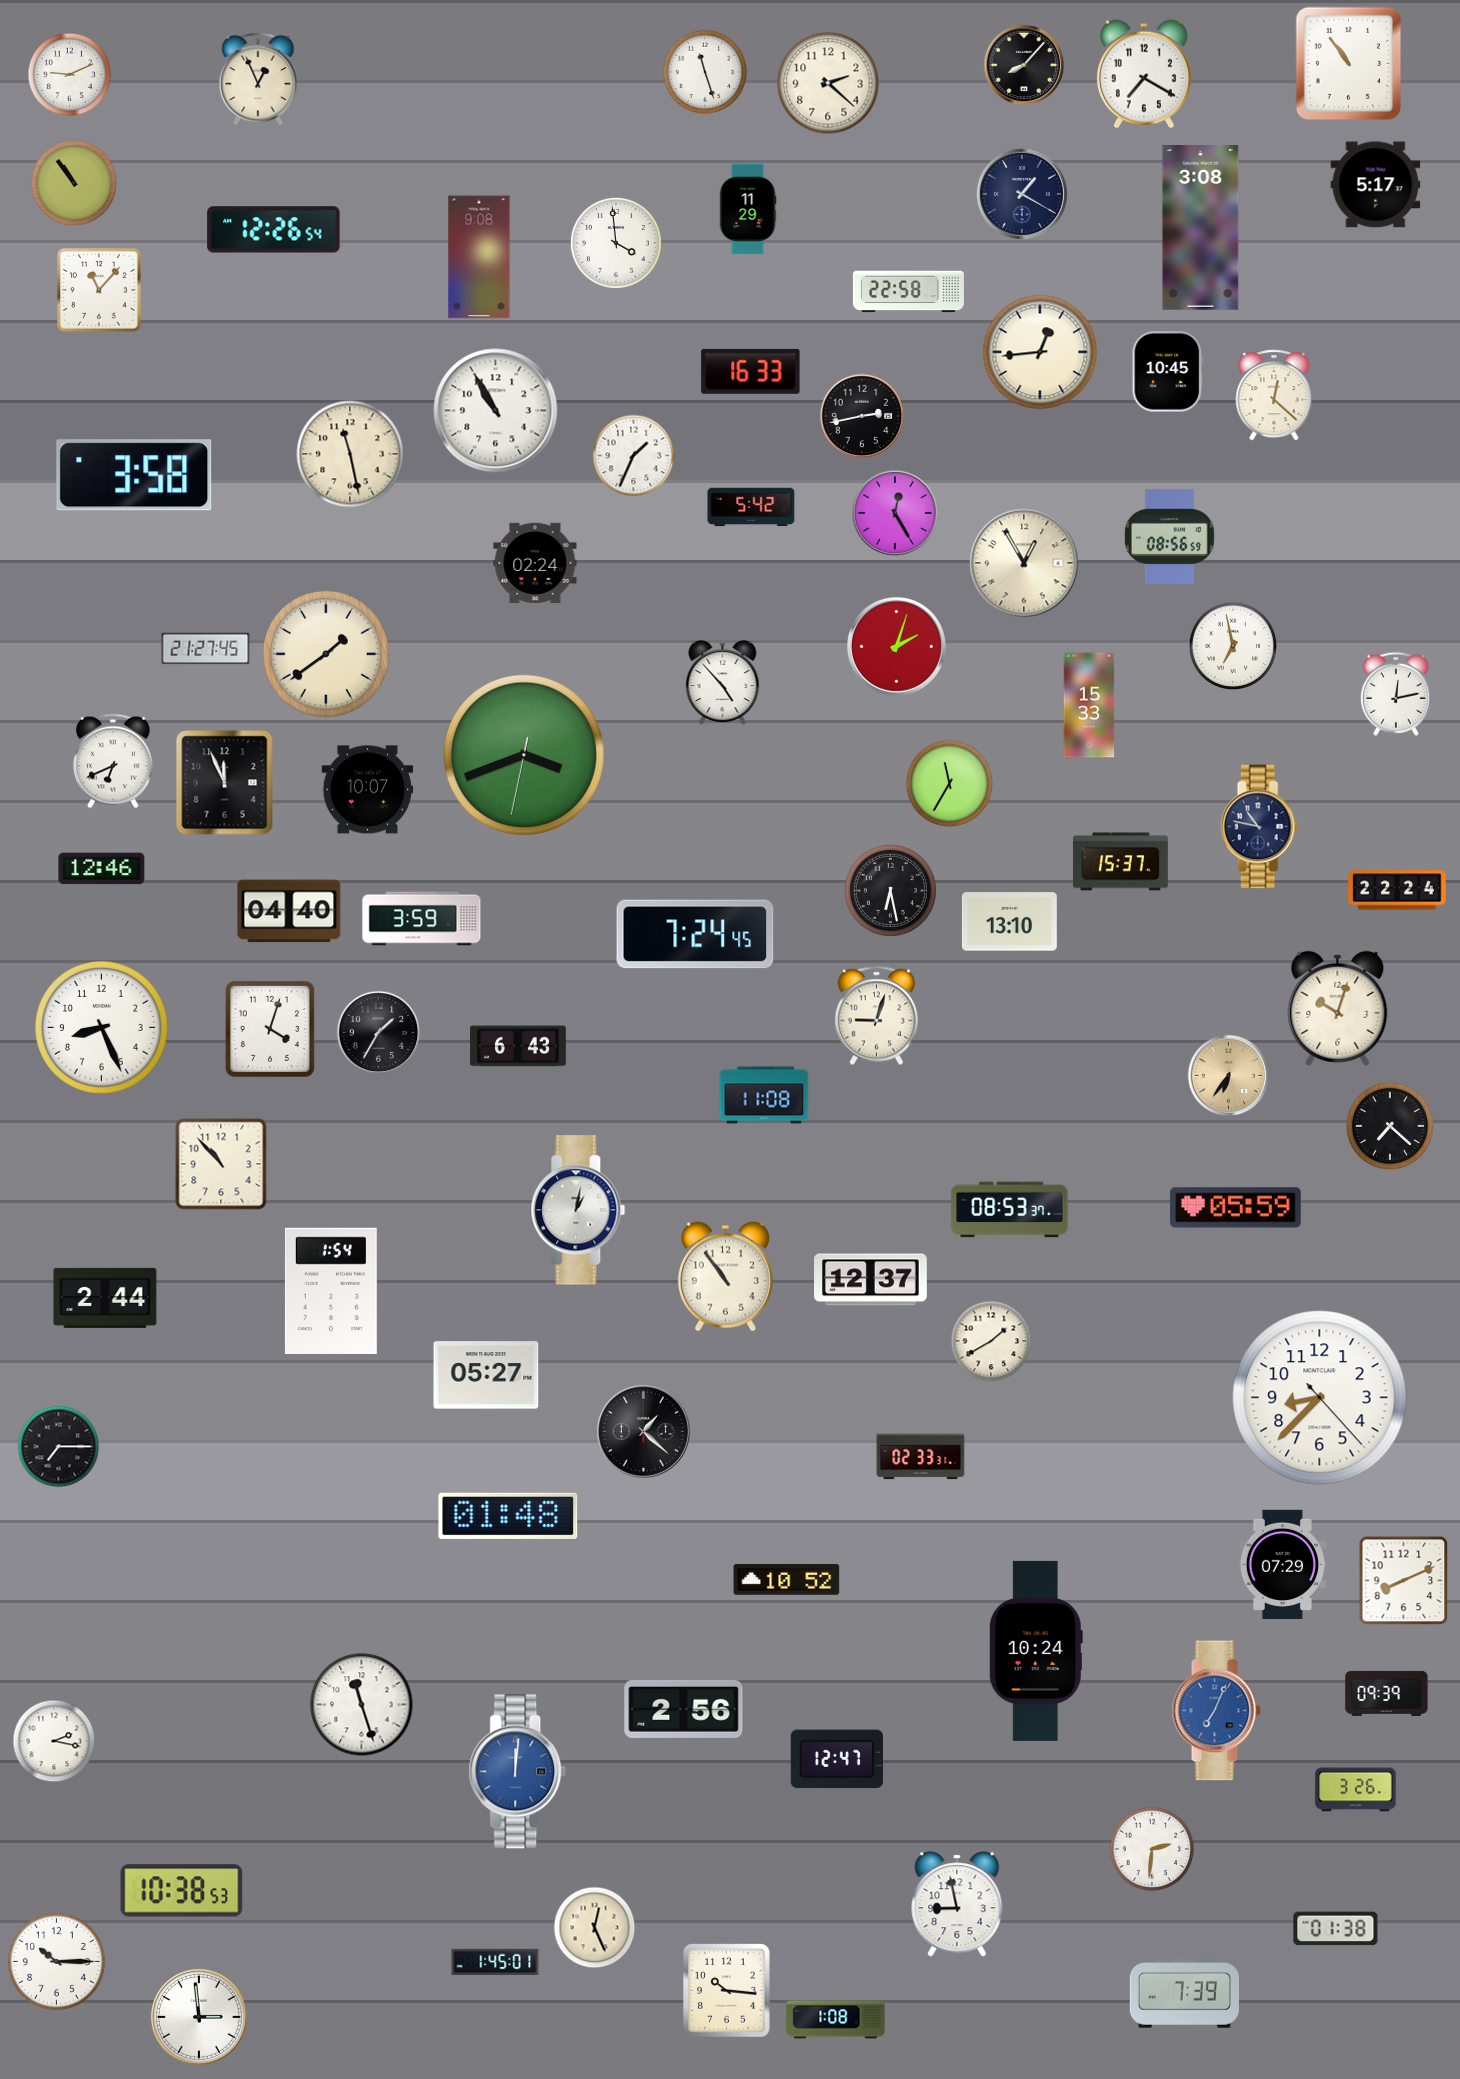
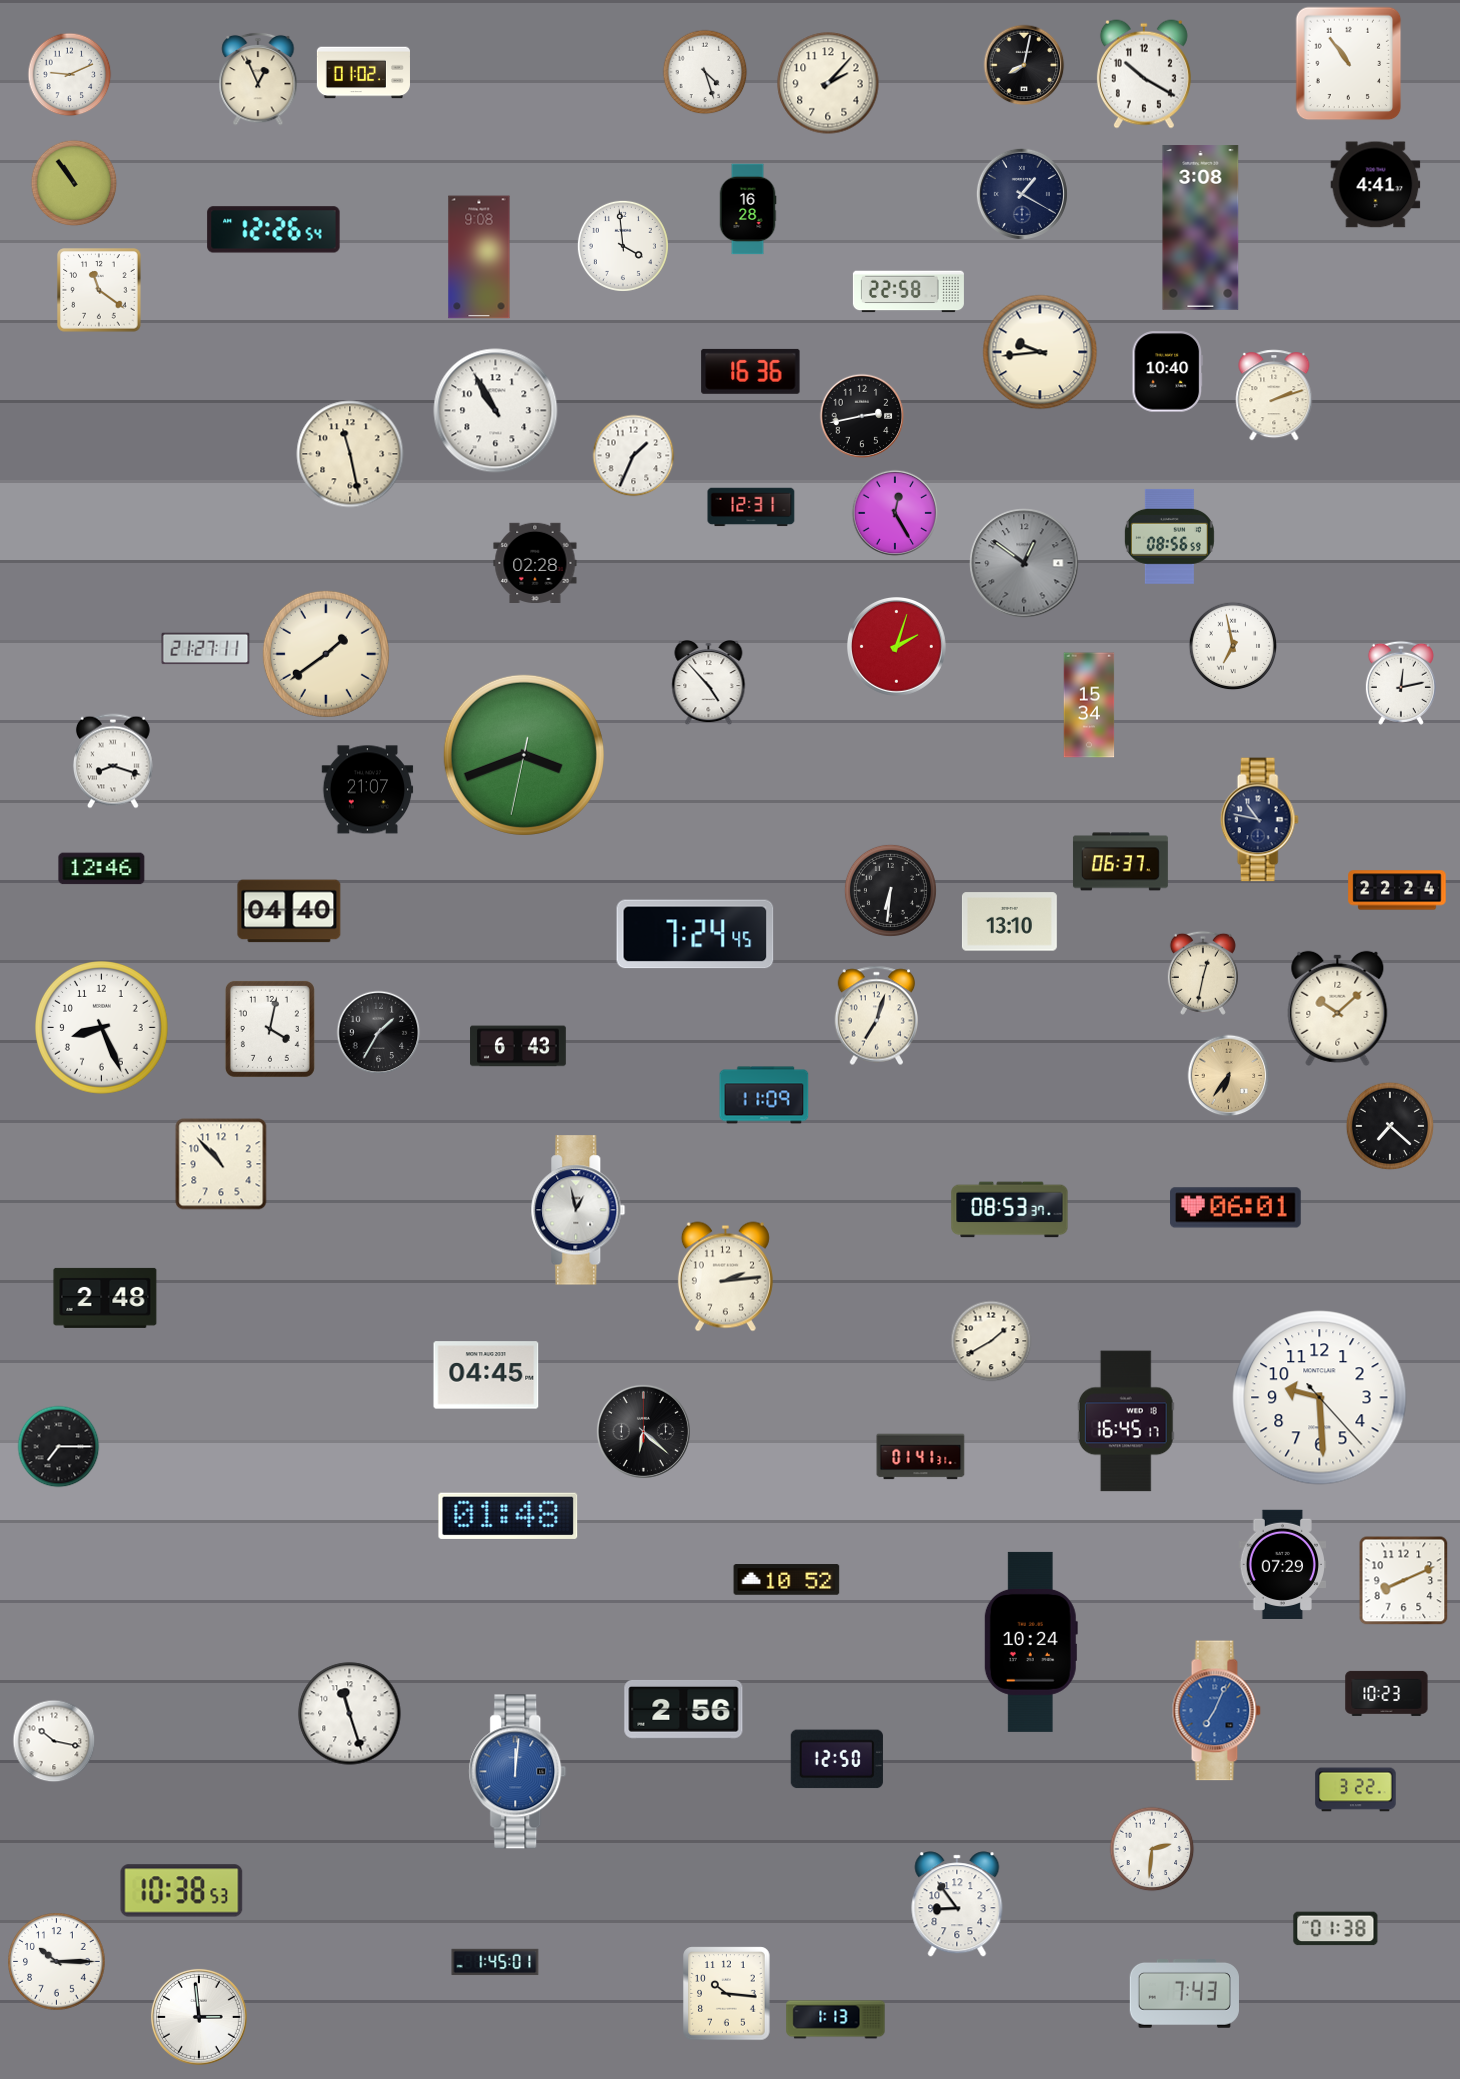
clock at (1024, 65): 8:07 -> 8:02
clock at (705, 72): 11:27 -> 4:27
clock at (363, 73): none -> 01:02
clock at (1144, 74): 7:20 -> 10:20
clock at (828, 83): 2:22 -> 2:07
clock at (1376, 185): 5:17 -> 4:41
clock at (748, 209): 11:29 -> 16:28
clock at (616, 243) position: (616, 243) -> (623, 246)
clock at (99, 290): 11:07 -> 11:21
clock at (1040, 352): 12:44 -> 9:44
clock at (751, 371): 16:33 -> 16:36
clock at (1168, 372): 10:45 -> 10:40
clock at (1274, 395): 12:22 -> 2:12
clock at (134, 475): 3:58 -> none
clock at (751, 507): 5:42 -> 12:31
clock at (535, 562): 02:24 -> 02:28
clock at (1024, 563): 12:55 -> 12:51
clock at (1024, 563) dial: cream -> grey
clock at (206, 649): 21:27:45 -> 21:27:11
clock at (723, 684) position: (723, 684) -> (709, 684)
clock at (1396, 694) position: (1396, 694) -> (1401, 683)
clock at (1089, 705): 15:33 -> 15:34
clock at (113, 761): 6:41 -> 8:18
clock at (225, 783): 11:56 -> none
clock at (950, 784): 11:35 -> none
clock at (368, 790): 10:07 -> 21:07
clock at (1259, 827) position: (1259, 827) -> (1259, 820)
clock at (1120, 862): 15:37 -> 06:37
clock at (890, 890): 6:28 -> 6:31
clock at (422, 919): 3:59 -> none
clock at (1203, 973): none -> 12:32
clock at (1338, 1008): 10:03 -> 10:08
clock at (877, 1016): 9:03 -> 7:03
clock at (270, 1029): 4:03 -> 4:02
clock at (764, 1095): 11:08 -> 11:09
clock at (1236, 1208): 05:59 -> 06:01
clock at (578, 1210): 1:02 -> 12:58
clock at (725, 1277): 10:54 -> 2:14
clock at (871, 1280): 12:37 -> none
clock at (331, 1291): 1:54 -> none
clock at (105, 1298): 2:44 -> 2:48
clock at (486, 1375): 05:27 -> 04:45
clock at (1320, 1398): 8:37 -> 9:29
clock at (1126, 1421): none -> 16:45
clock at (643, 1431): 1:22 -> 6:22
clock at (921, 1457): 02:33 -> 01:41
clock at (1036, 1651) position: (1036, 1651) -> (1031, 1642)
clock at (1387, 1693): 09:39 -> 10:23
clock at (362, 1705) position: (362, 1705) -> (350, 1714)
clock at (54, 1741): 2:17 -> 10:17
clock at (837, 1759): 12:47 -> 12:50
clock at (1356, 1790): 3:26 -> 3:22
clock at (957, 1904): 8:58 -> 8:54
clock at (595, 1928): 12:26 -> none
clock at (727, 1991) position: (727, 1991) -> (727, 1994)
clock at (1184, 1994): 7:39 -> 7:43
clock at (836, 2020): 1:08 -> 1:13
